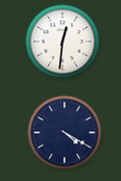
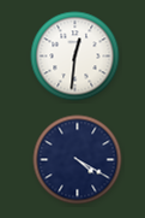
clock at (63, 42) position: (63, 42) -> (75, 57)
